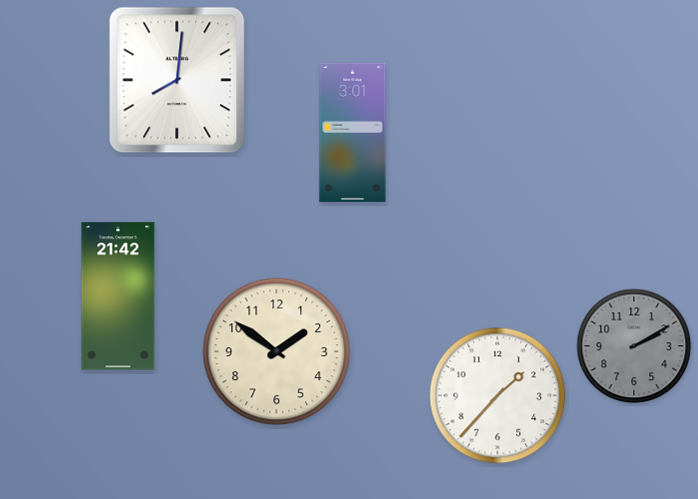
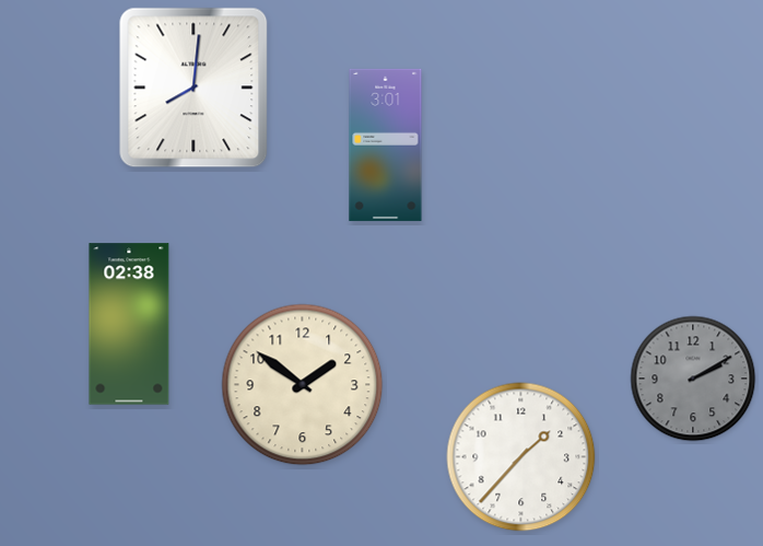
clock at (118, 296): 21:42 -> 02:38
clock at (498, 396) position: (498, 396) -> (521, 457)
